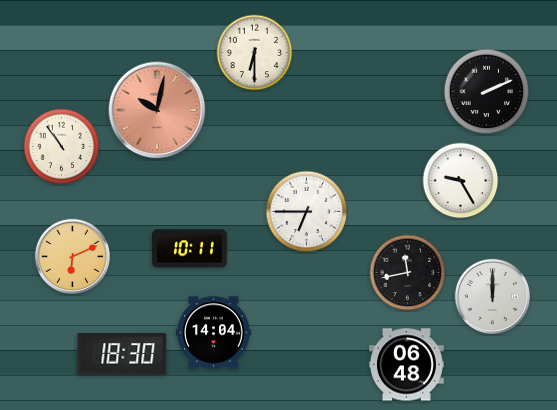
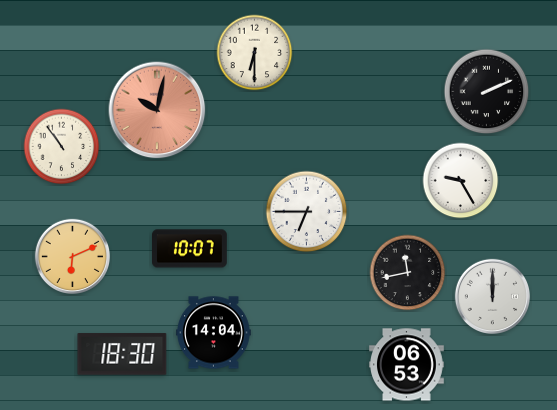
clock at (190, 249): 10:11 -> 10:07
clock at (407, 365): 06:48 -> 06:53
